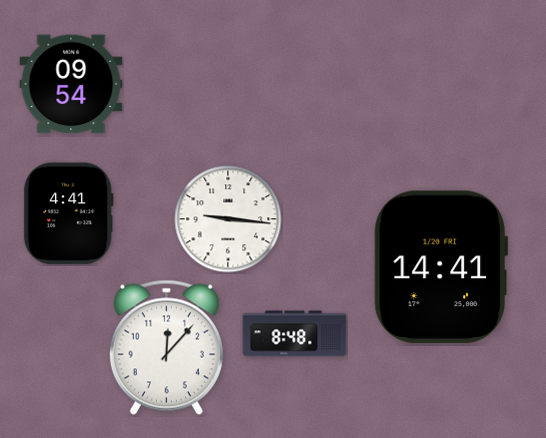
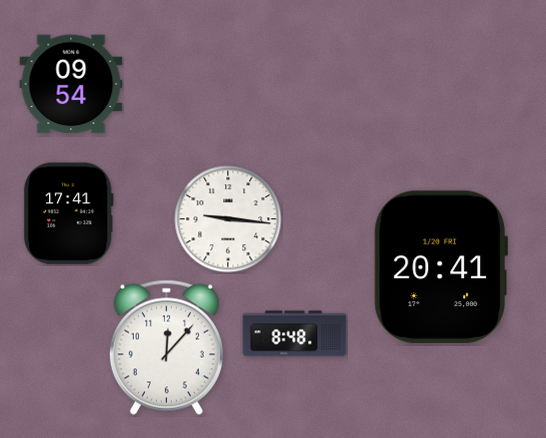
clock at (68, 214): 4:41 -> 17:41
clock at (440, 267): 14:41 -> 20:41
